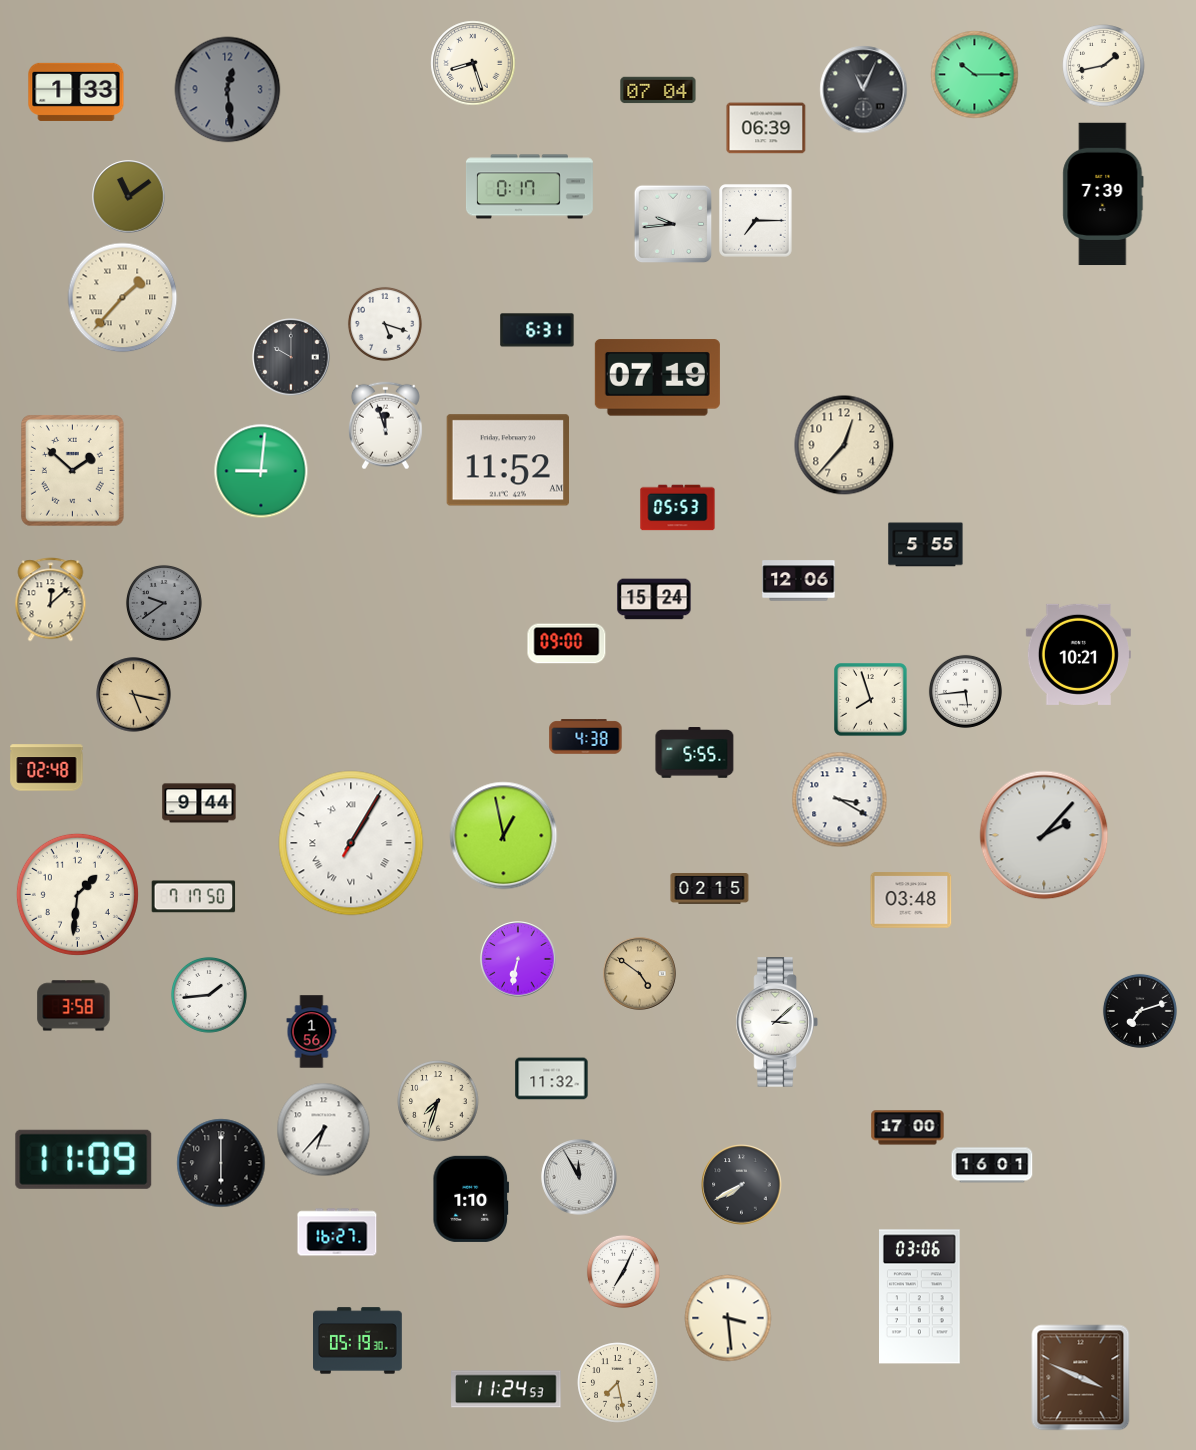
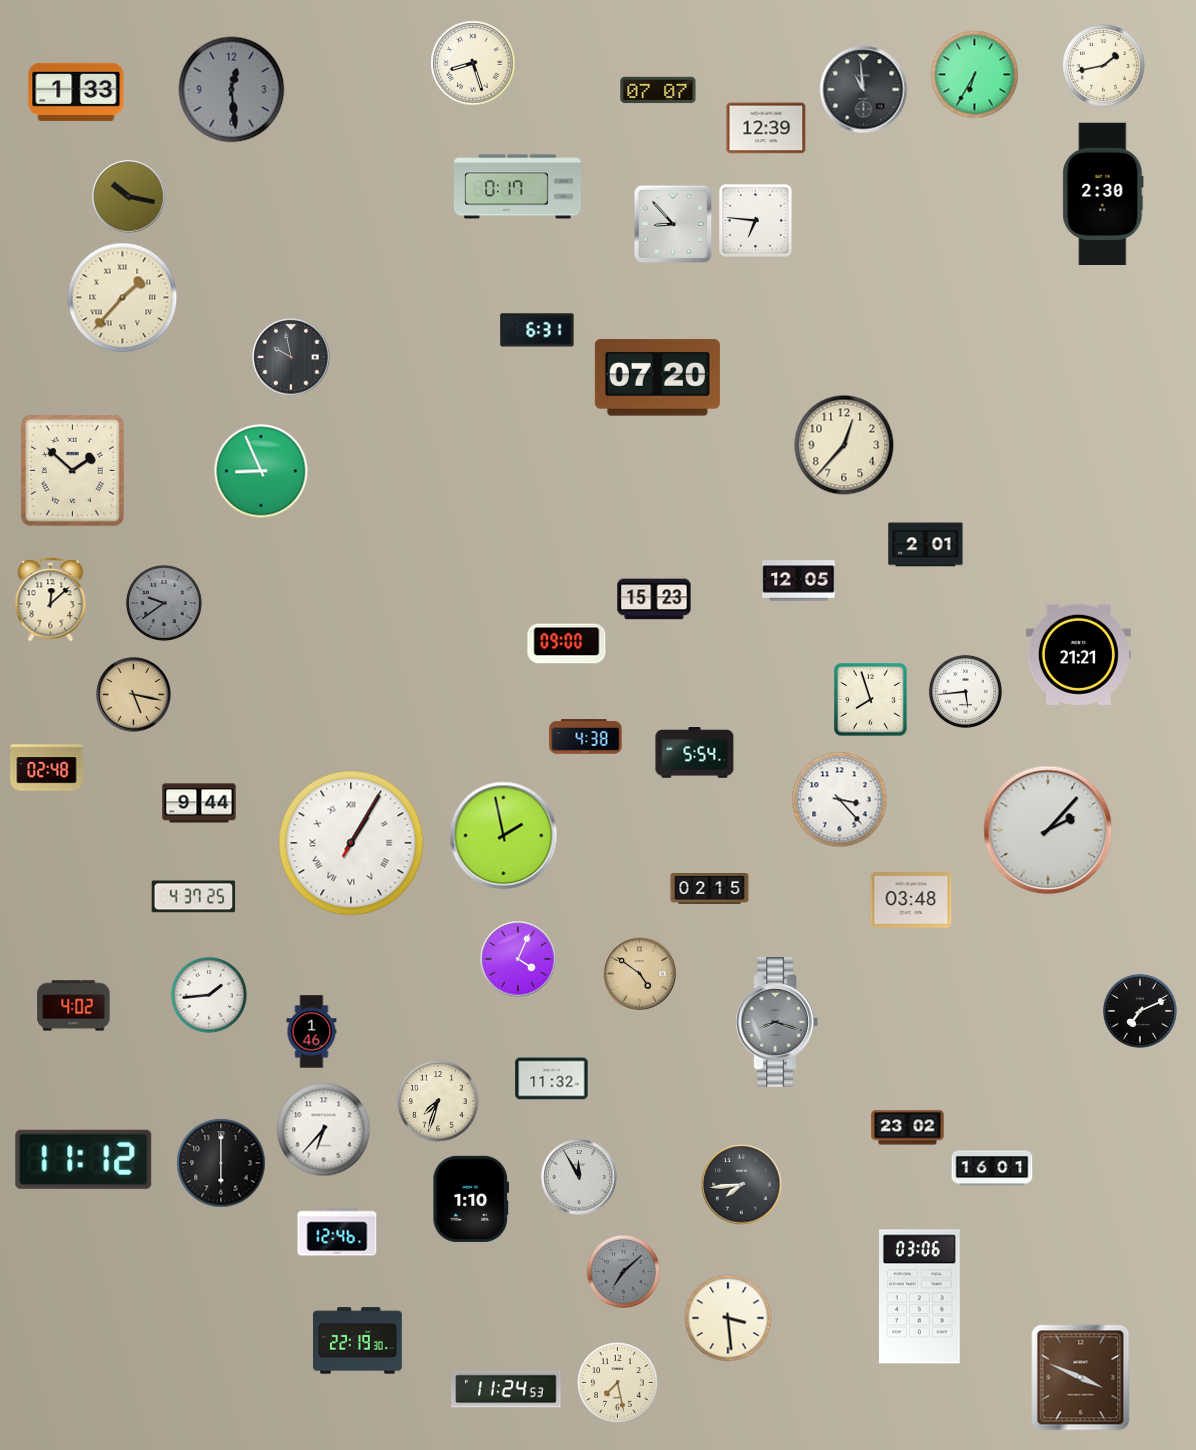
clock at (975, 75): 10:15 -> 6:35
clock at (228, 90) position: (228, 90) -> (232, 90)
clock at (658, 90): 07:04 -> 07:07
clock at (864, 90): 11:04 -> 10:59
clock at (766, 128): 06:39 -> 12:39
clock at (529, 187) position: (529, 187) -> (517, 187)
clock at (1103, 194): 7:39 -> 2:30
clock at (129, 197): 11:09 -> 10:17
clock at (756, 221): 7:15 -> 6:46
clock at (673, 224): 9:44 -> 8:53
clock at (385, 324): 5:18 -> none
clock at (291, 357): 10:00 -> 9:58
clock at (657, 378): 07:19 -> 07:20
clock at (385, 426): 11:57 -> none
clock at (508, 460): 11:52 -> none
clock at (261, 471): 9:01 -> 8:56
clock at (678, 508): 05:53 -> none
clock at (926, 545): 5:55 -> 2:01
clock at (799, 581): 12:06 -> 12:05
clock at (654, 599): 15:24 -> 15:23
clock at (1078, 654): 10:21 -> 21:21
clock at (695, 753): 5:55 -> 5:54
clock at (840, 800): 3:20 -> 3:23
clock at (1044, 835) position: (1044, 835) -> (1048, 830)
clock at (504, 836): 12:58 -> 1:58
clock at (77, 894): 1:31 -> none
clock at (194, 897): 7:17 -> 4:37
clock at (518, 959): 6:32 -> 4:04
clock at (74, 1006): 3:58 -> 4:02
clock at (1140, 1011): 7:12 -> 7:11
clock at (777, 1022): 3:08 -> 8:18
clock at (777, 1022) dial: white -> grey
clock at (312, 1032): 1:56 -> 1:46
clock at (908, 1128): 17:00 -> 23:02
clock at (84, 1159): 11:09 -> 11:12
clock at (992, 1165) position: (992, 1165) -> (992, 1168)
clock at (742, 1185): 7:40 -> 7:44
clock at (337, 1232): 16:27 -> 12:46
clock at (623, 1271): 7:04 -> 7:08
clock at (623, 1271) dial: white -> grey
clock at (358, 1341): 05:19 -> 22:19
